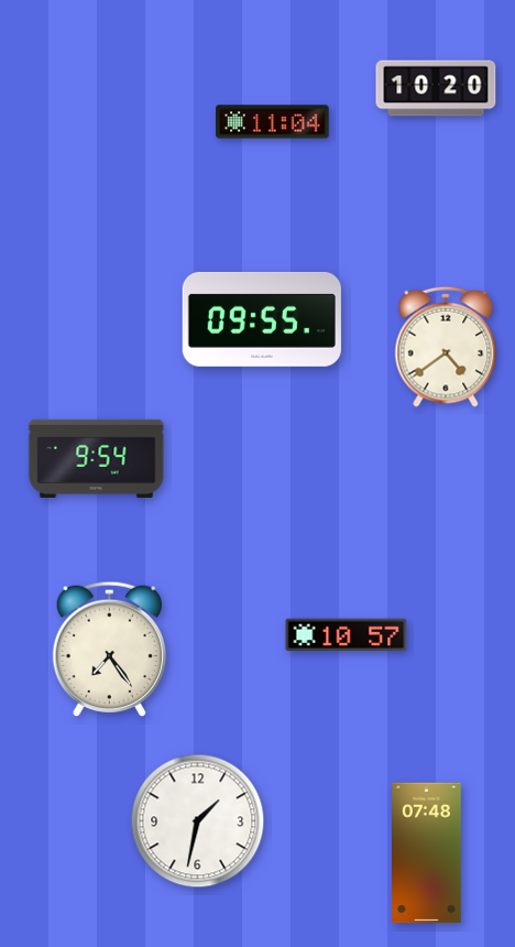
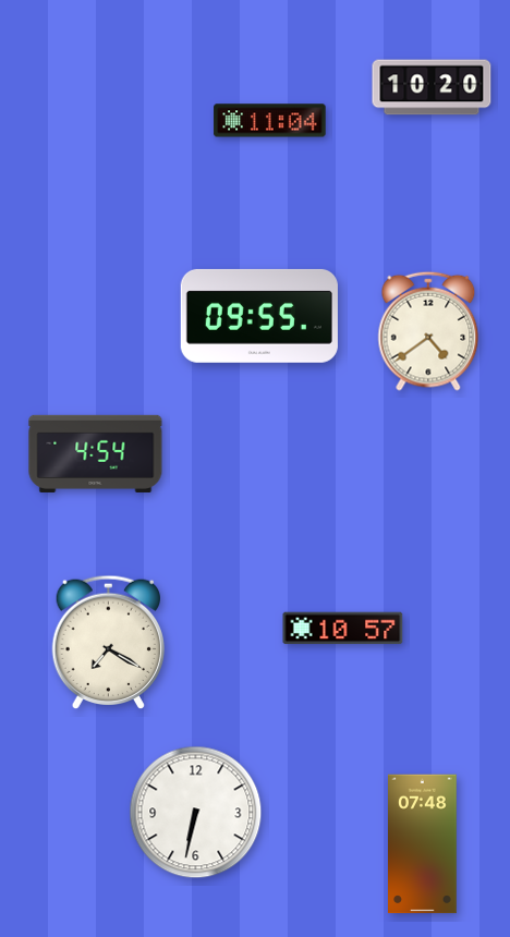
clock at (446, 347) position: (446, 347) -> (428, 331)
clock at (97, 458): 9:54 -> 4:54
clock at (110, 650): 7:24 -> 7:20
clock at (198, 821): 1:32 -> 6:32
